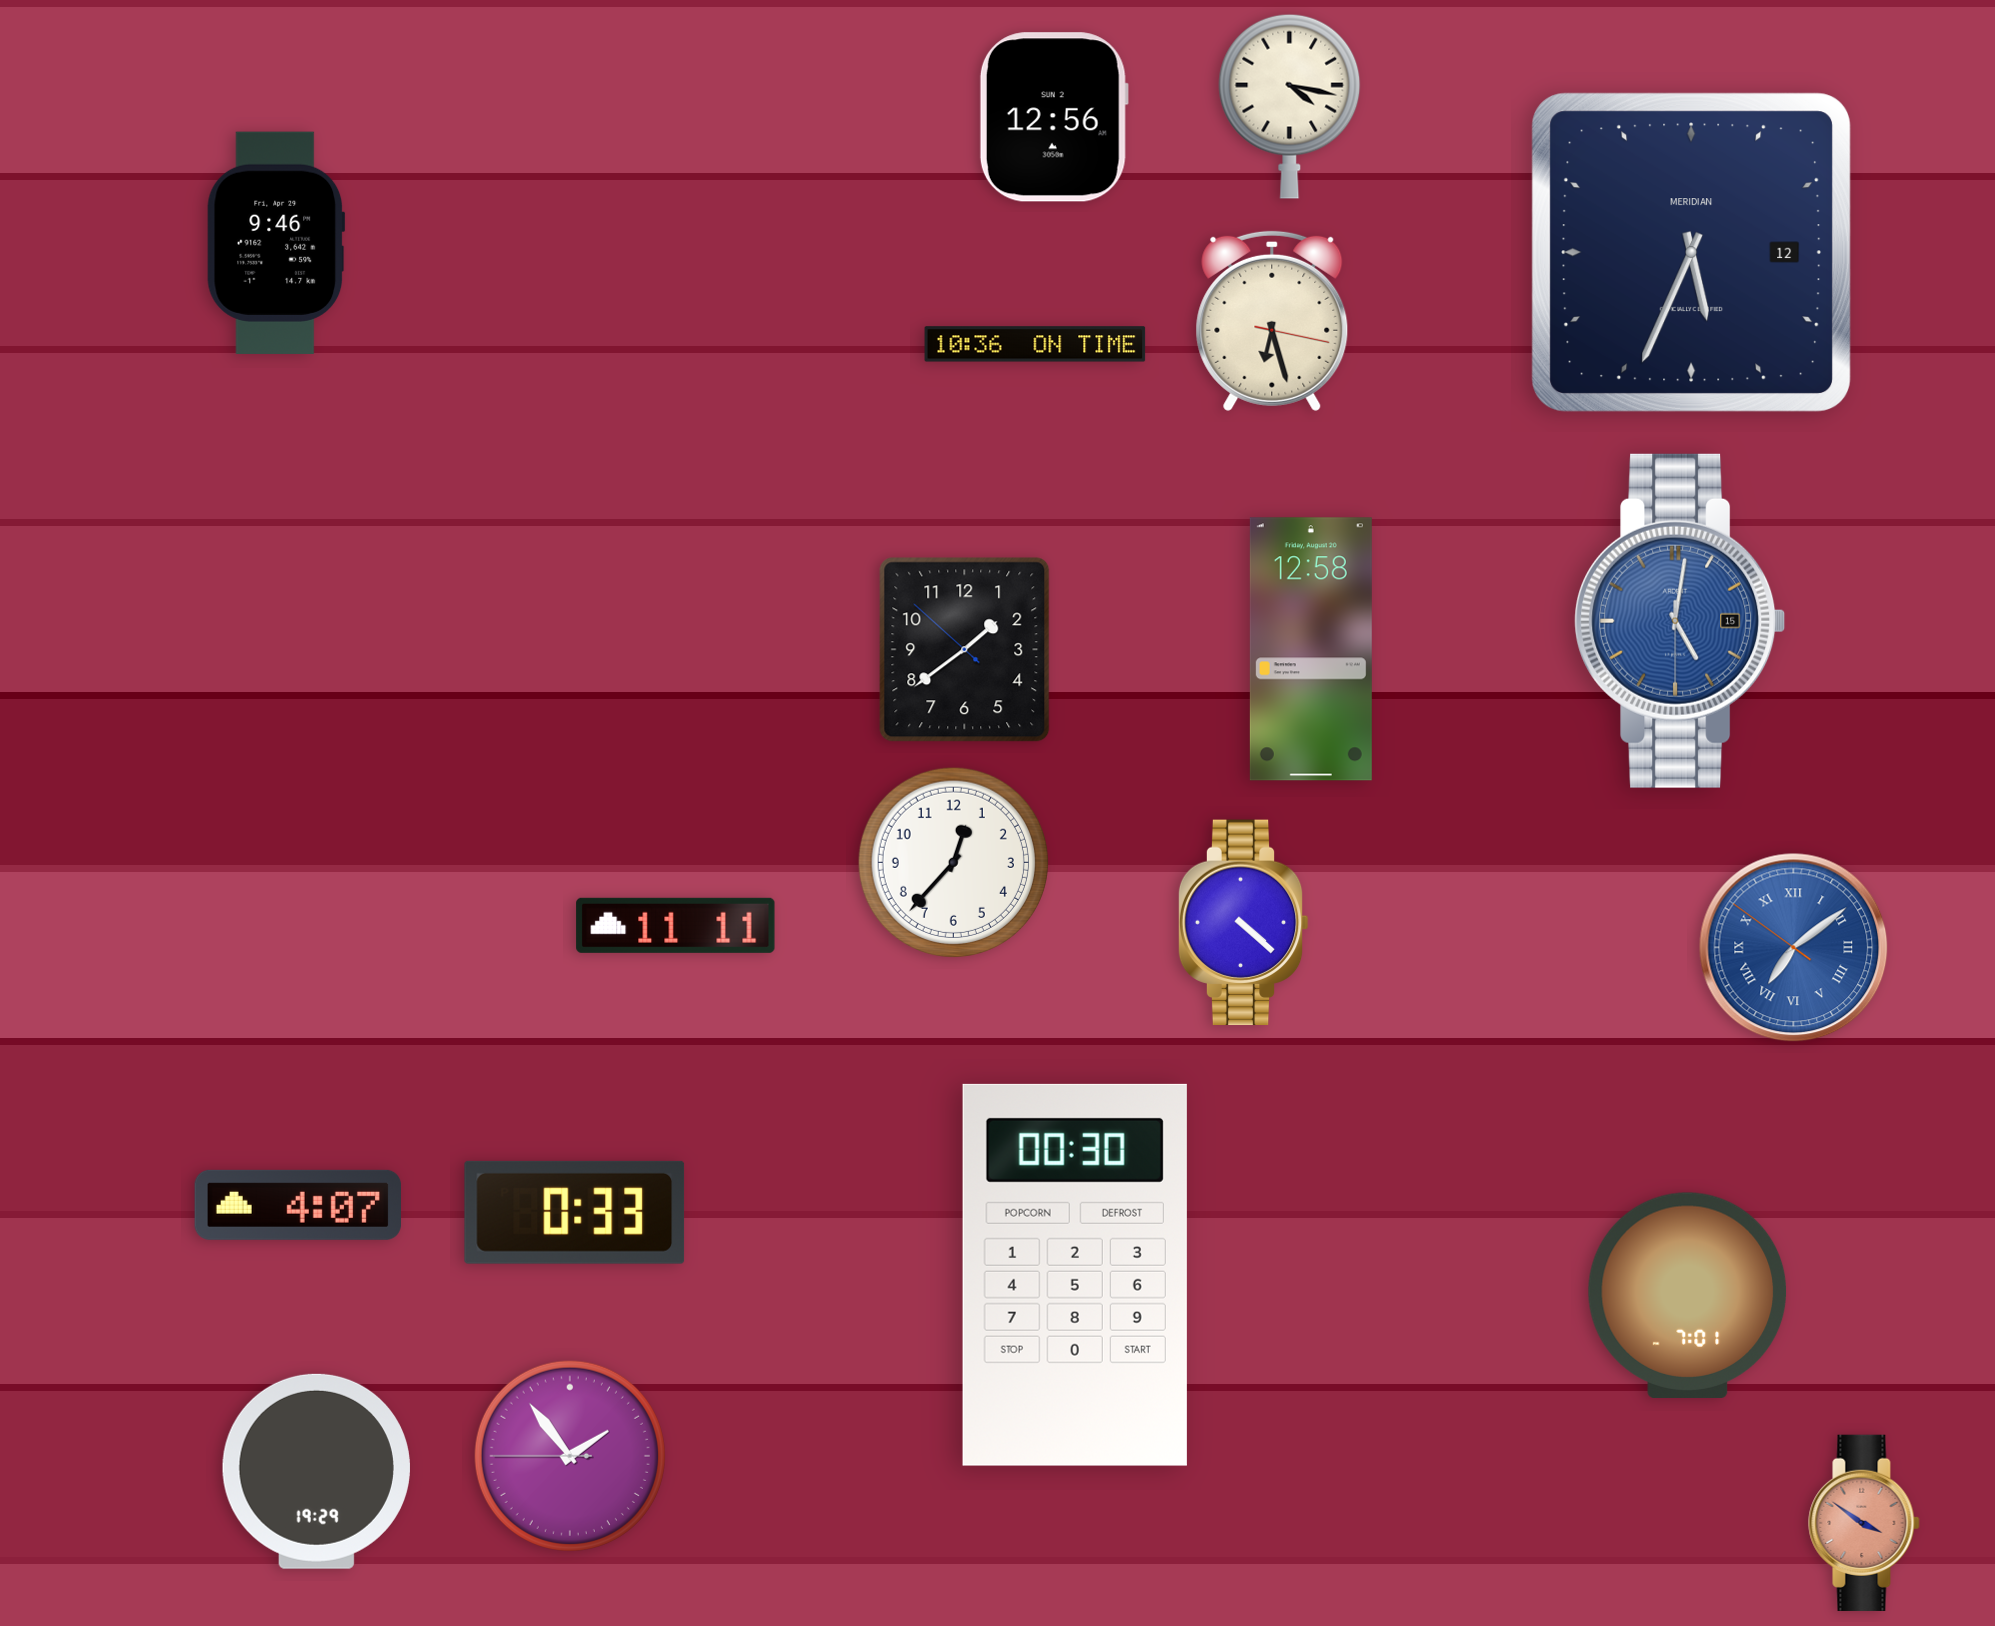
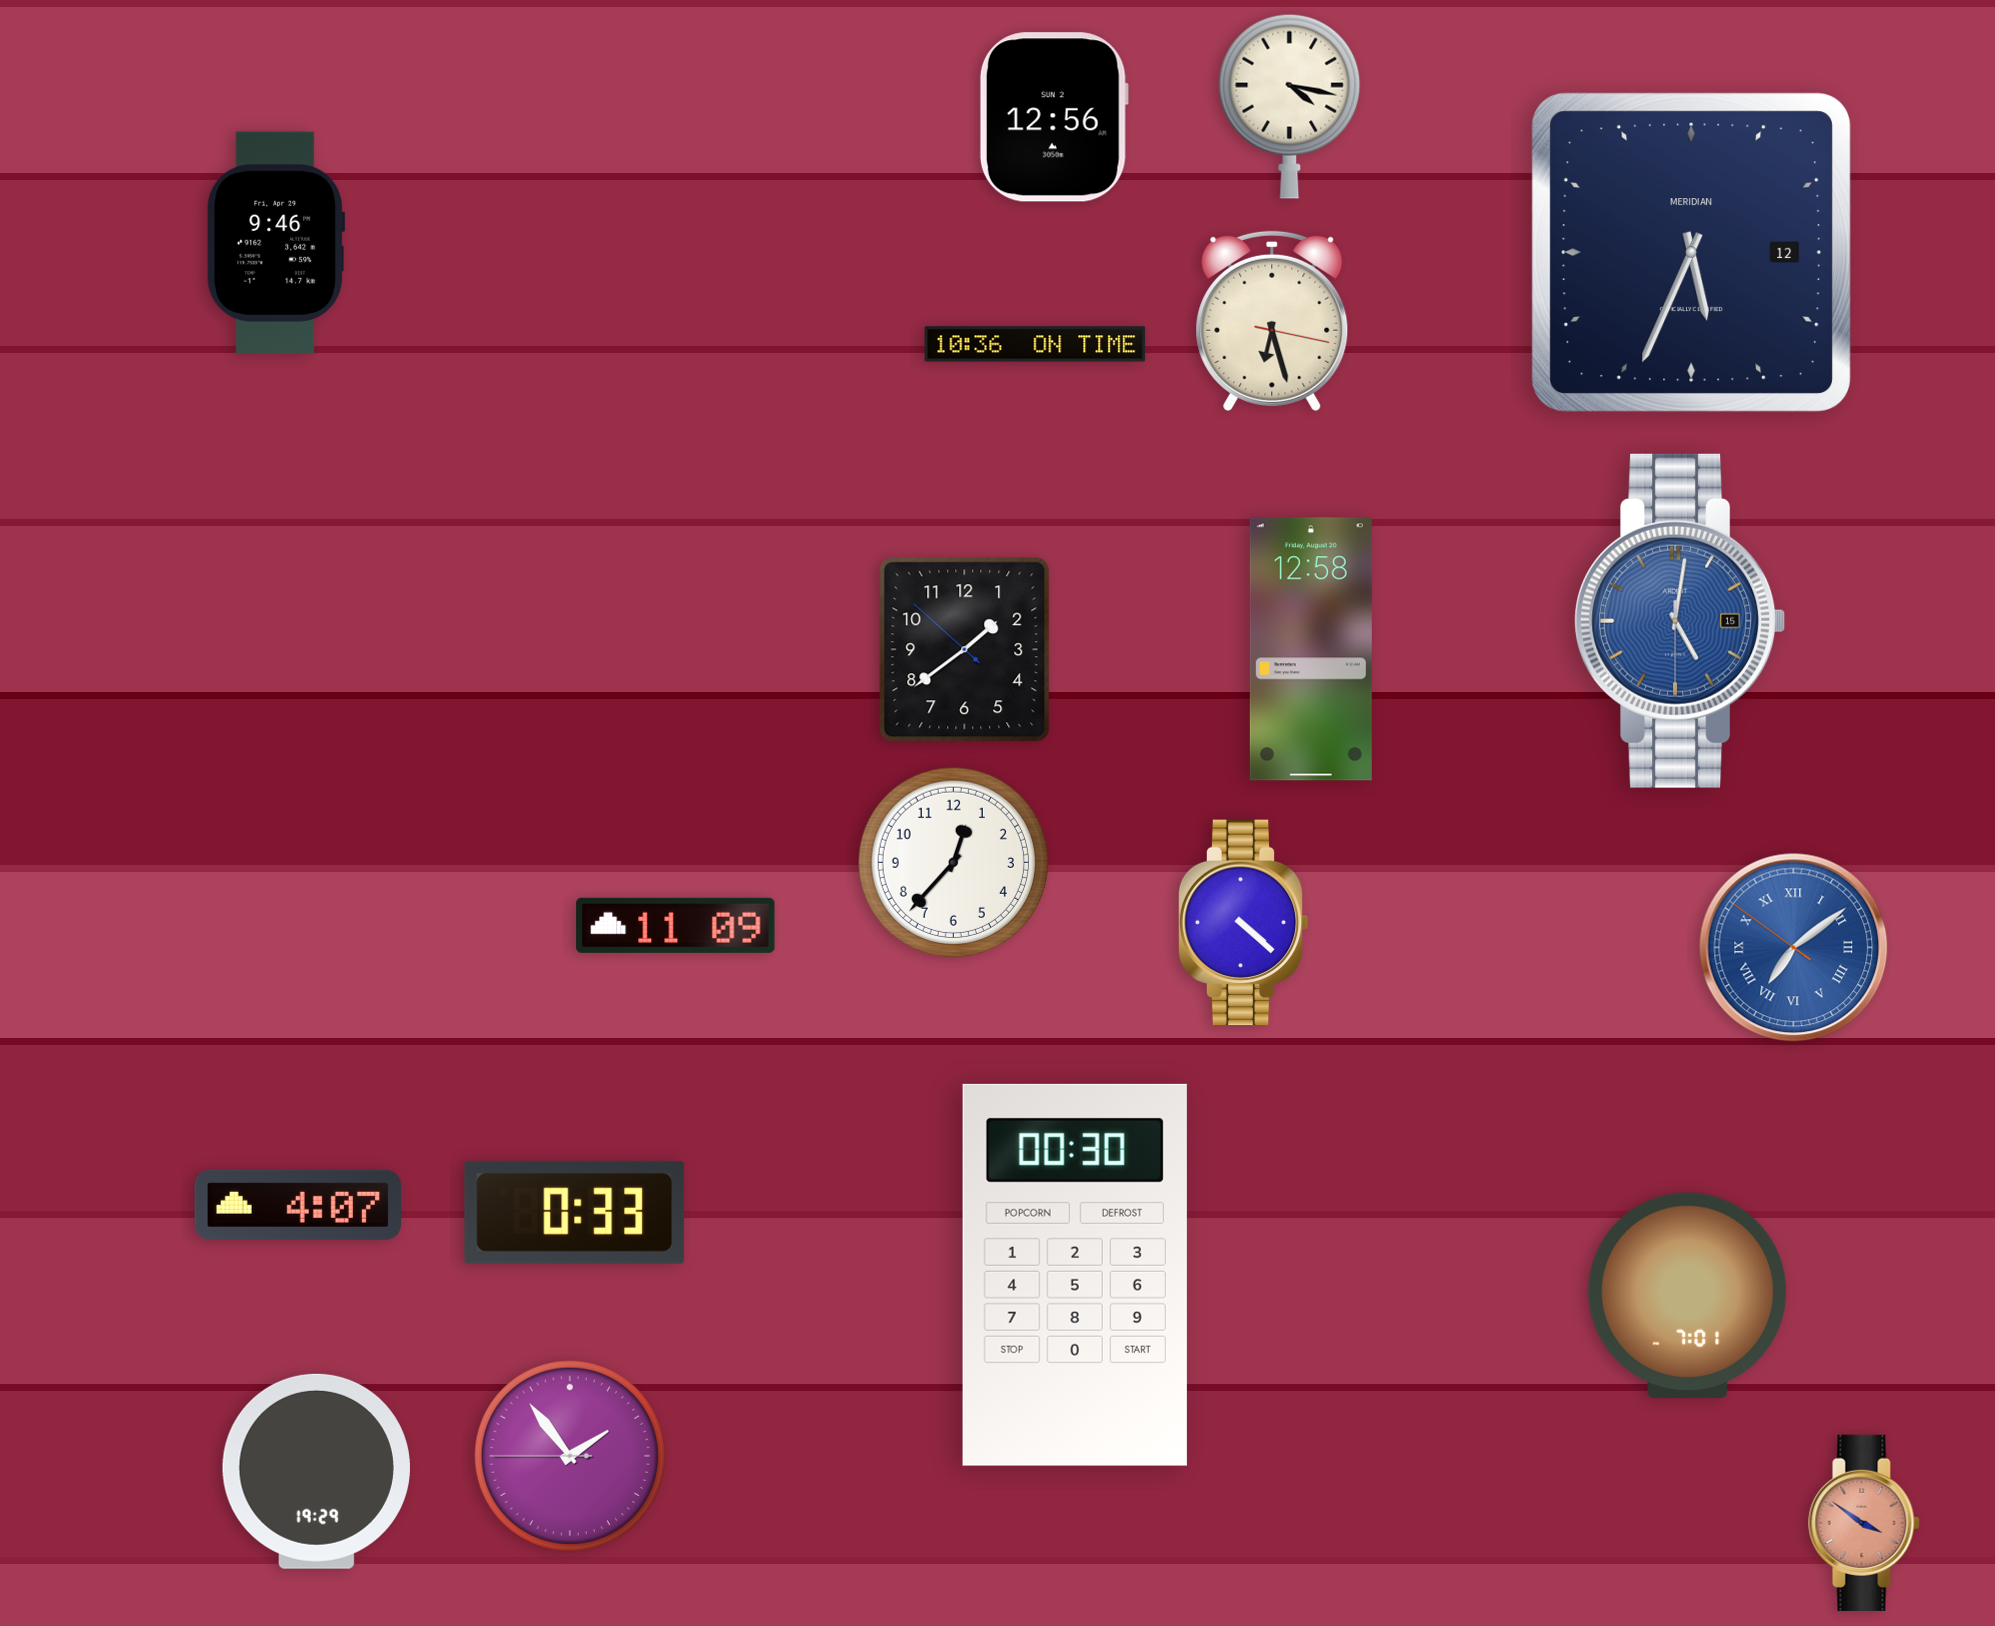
clock at (676, 925): 11:11 -> 11:09
